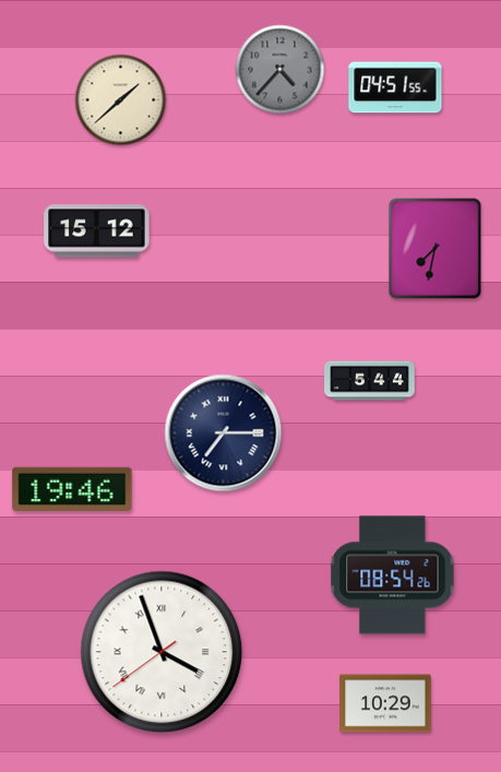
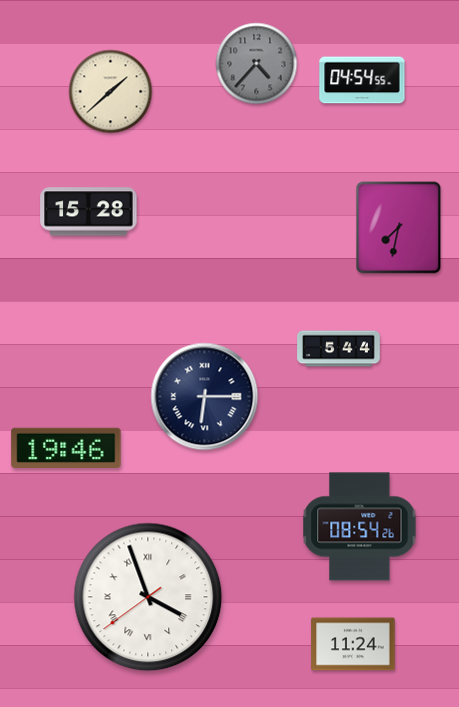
clock at (395, 87): 04:51 -> 04:54
clock at (97, 231): 15:12 -> 15:28
clock at (224, 433): 7:15 -> 6:15
clock at (385, 703): 10:29 -> 11:24
